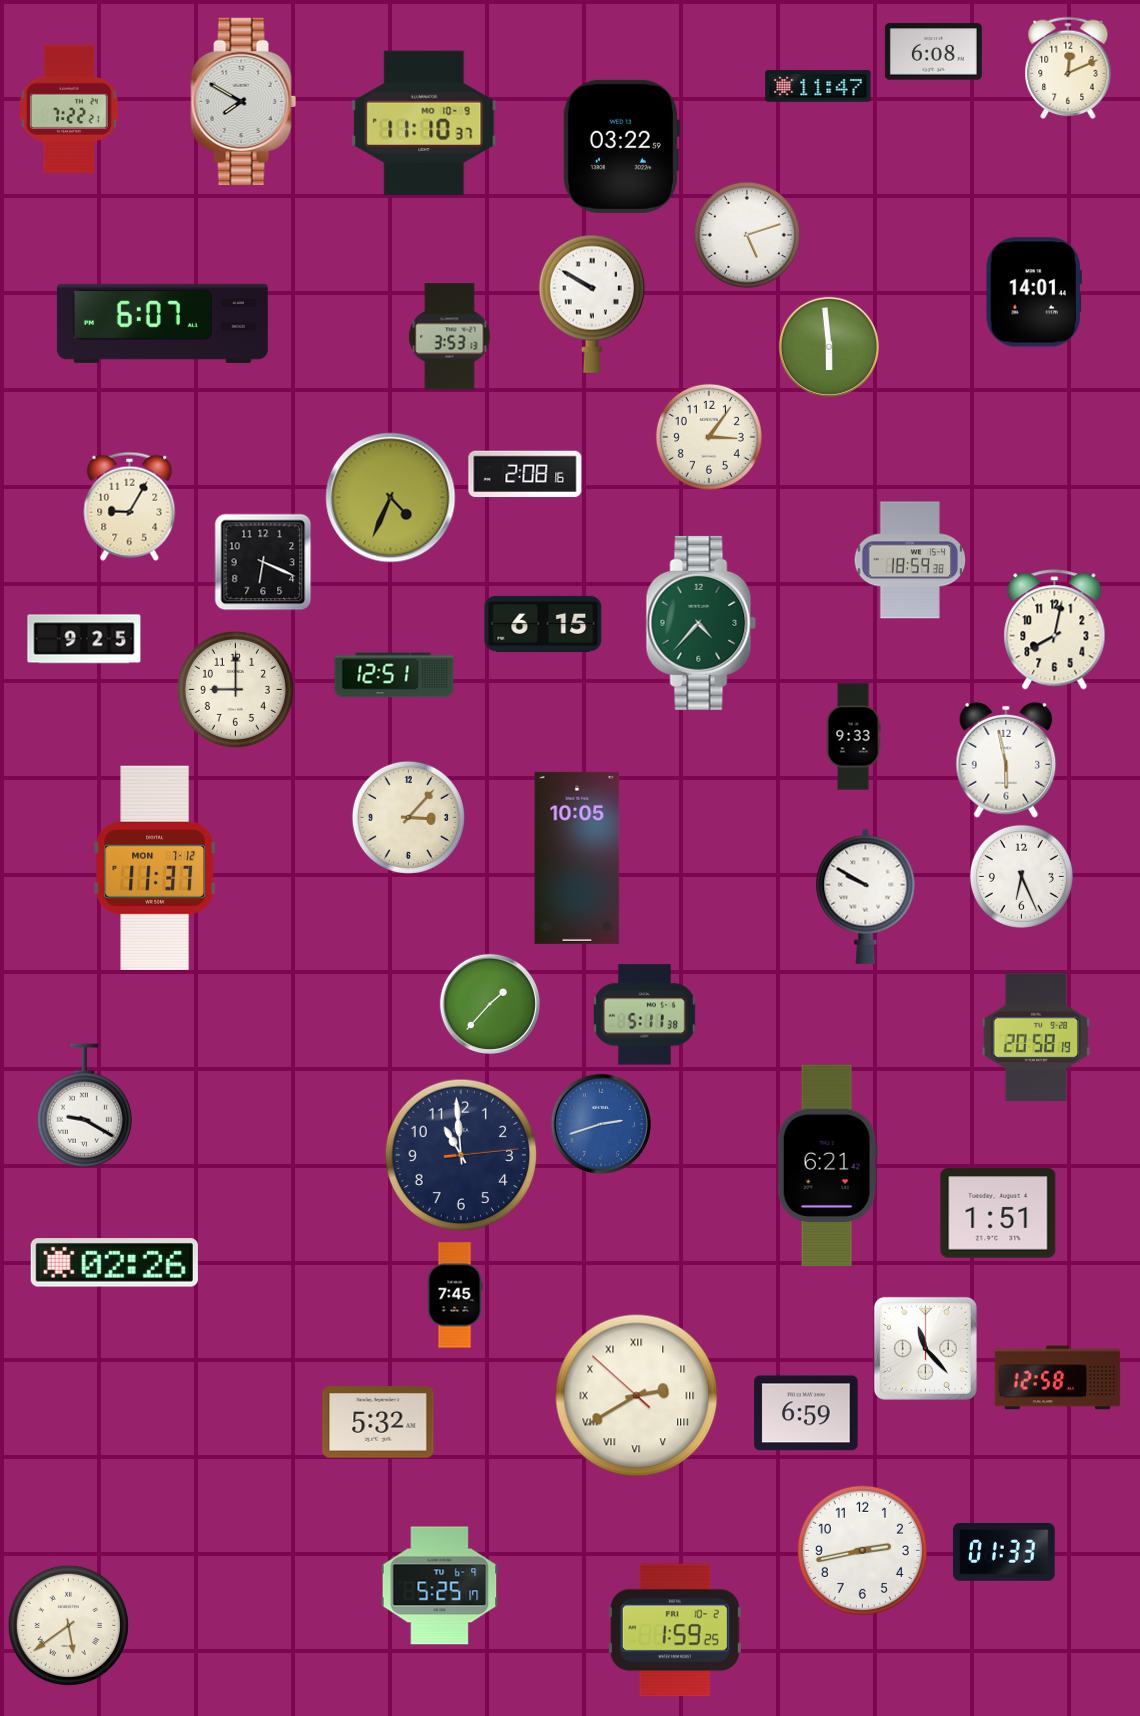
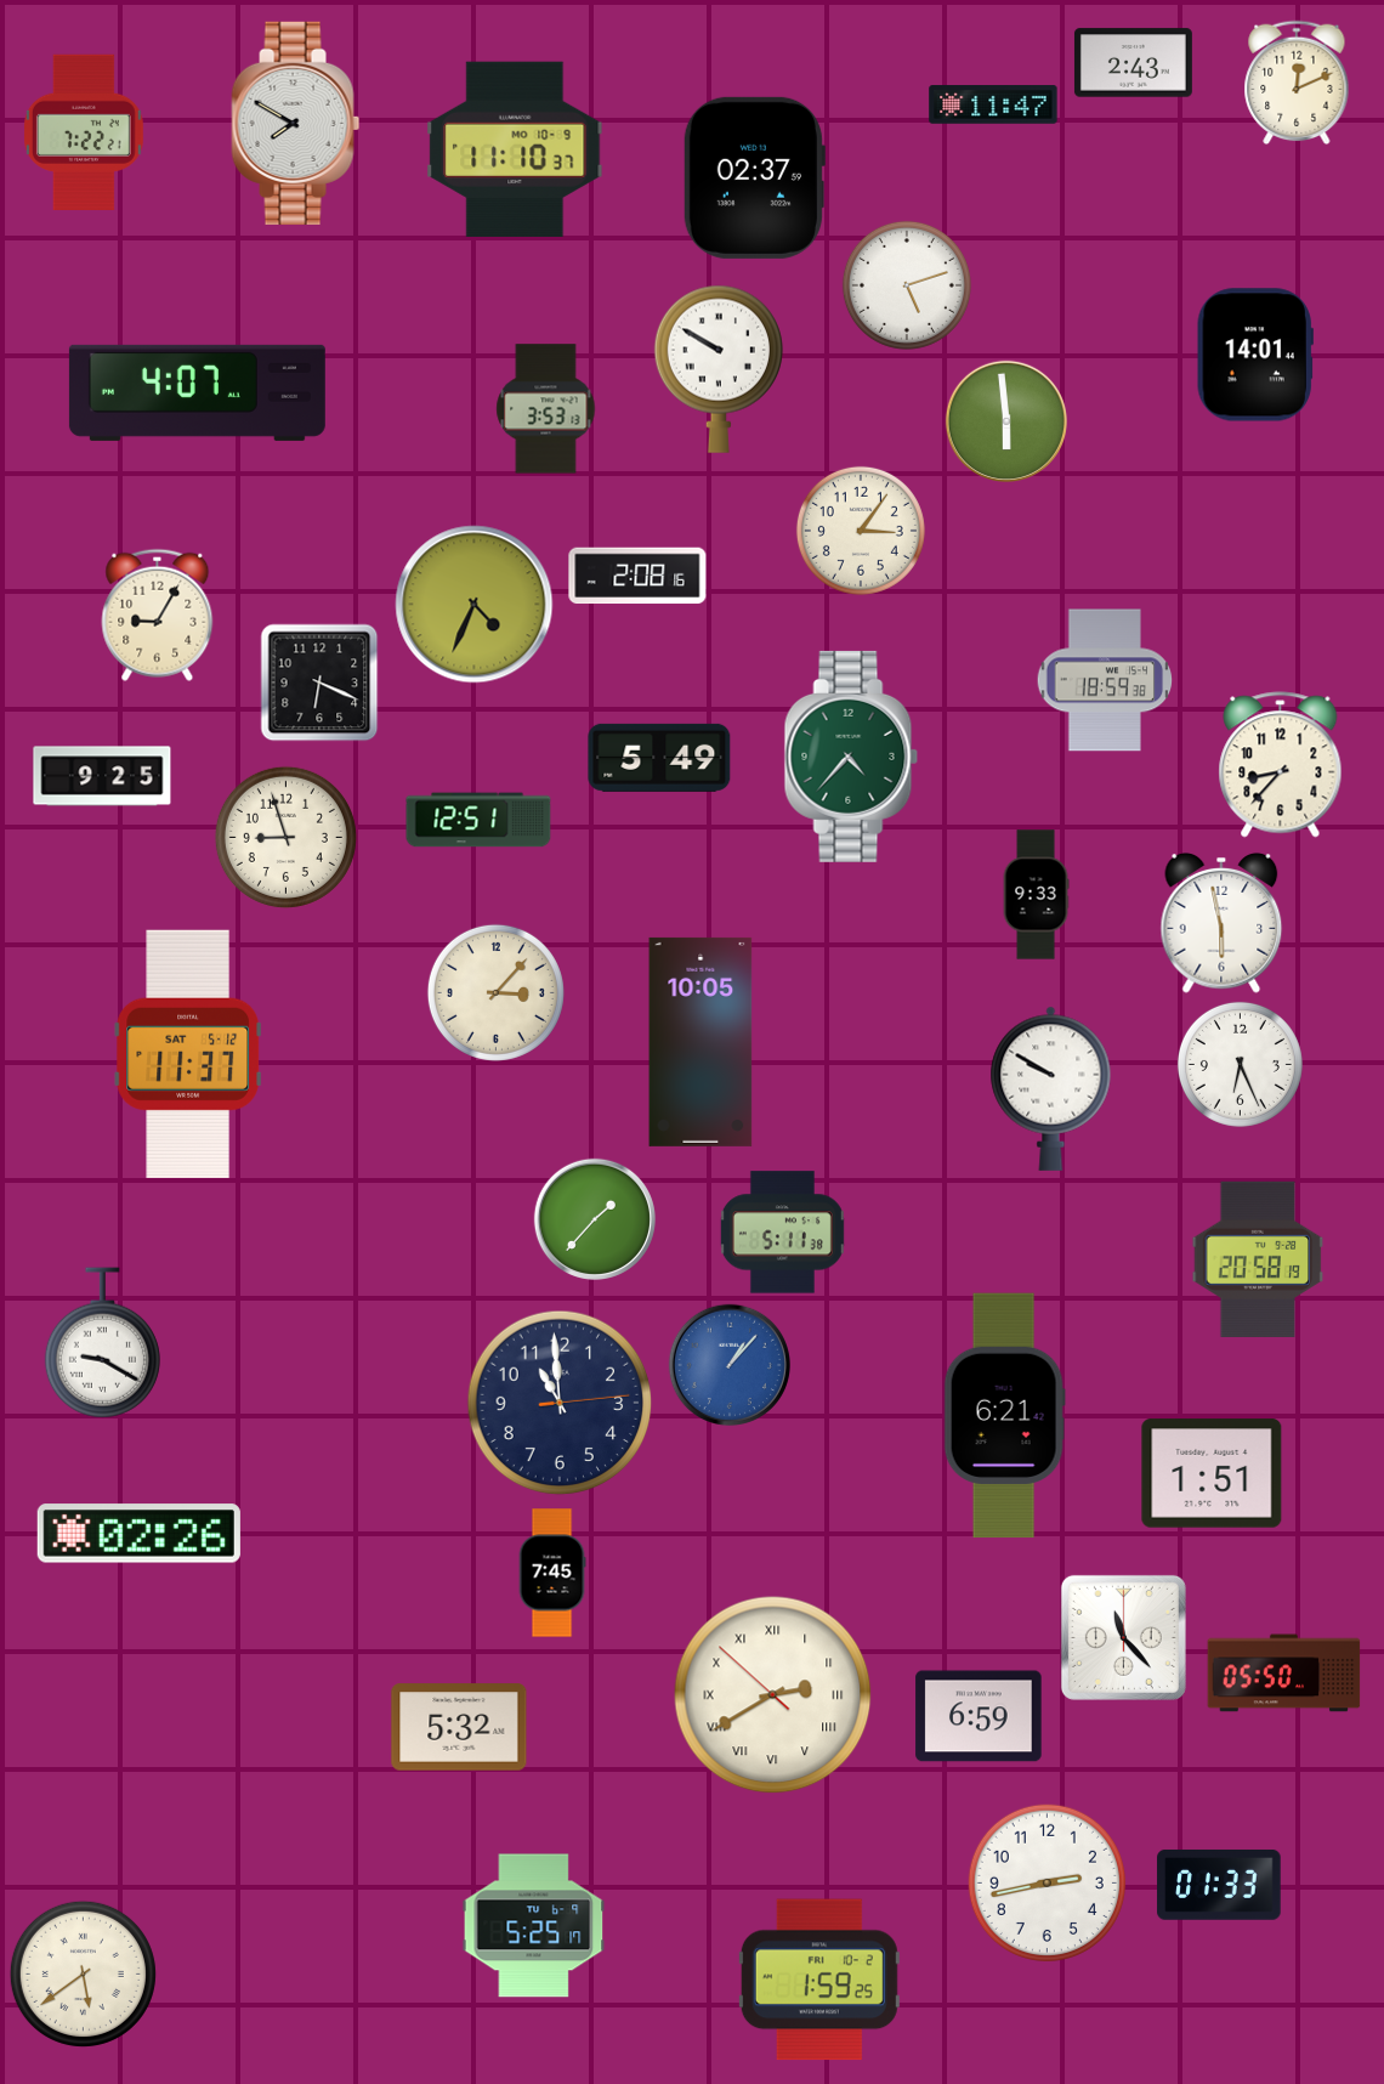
clock at (933, 52): 6:08 -> 2:43
clock at (621, 146): 03:22 -> 02:37
clock at (162, 323): 6:07 -> 4:07
clock at (543, 624): 6:15 -> 5:49
clock at (1055, 630): 8:02 -> 8:37
clock at (235, 689): 9:00 -> 8:57
clock at (154, 868) date: MON 7-12 -> SAT 5-12
clock at (601, 1124): 2:42 -> 1:07
clock at (1058, 1378): 12:58 -> 05:50
